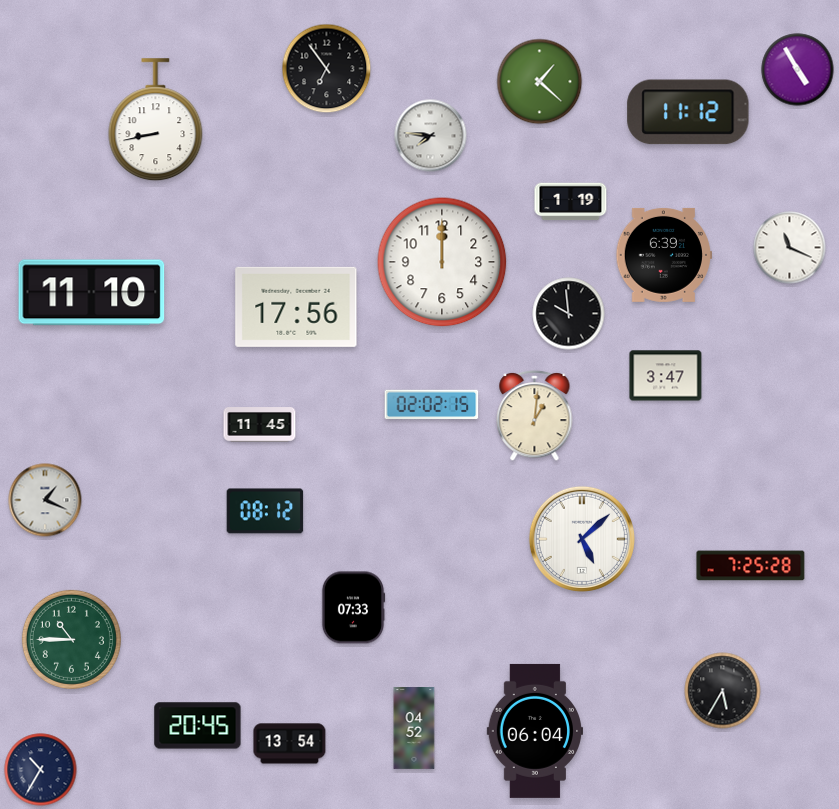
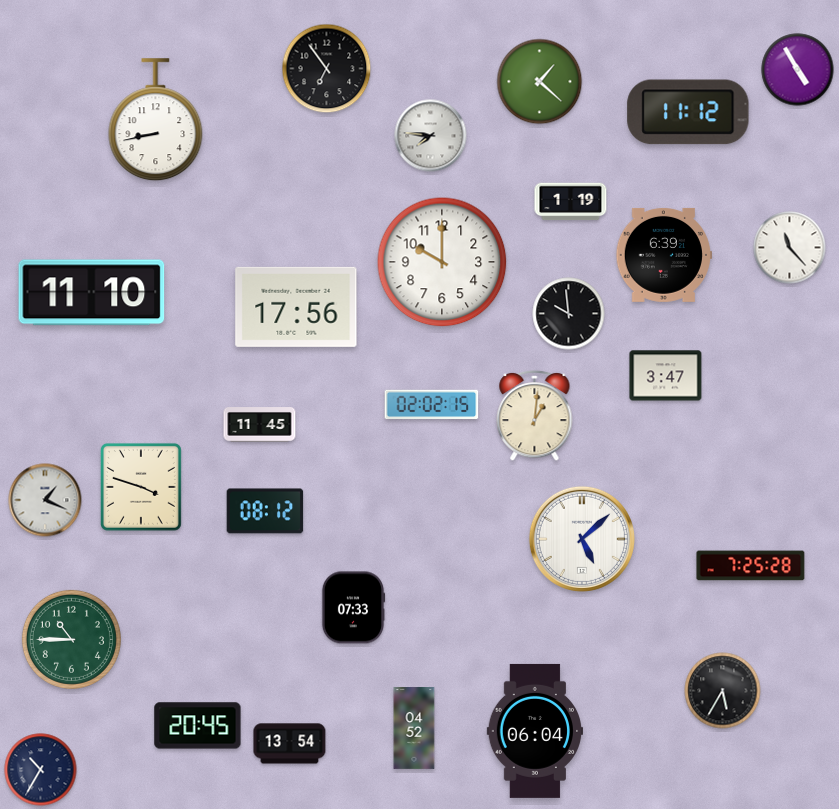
clock at (790, 248): 11:19 -> 11:23
clock at (442, 262): 12:00 -> 10:00
clock at (141, 487): none -> 3:48
